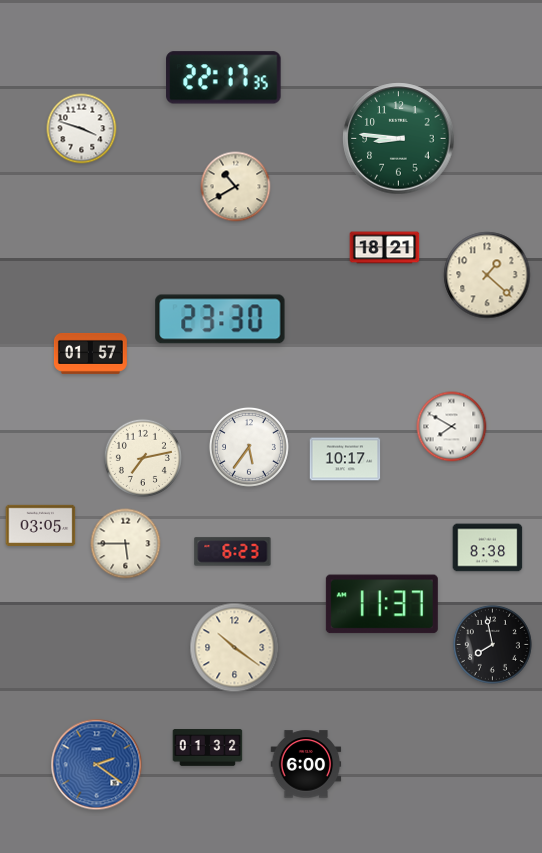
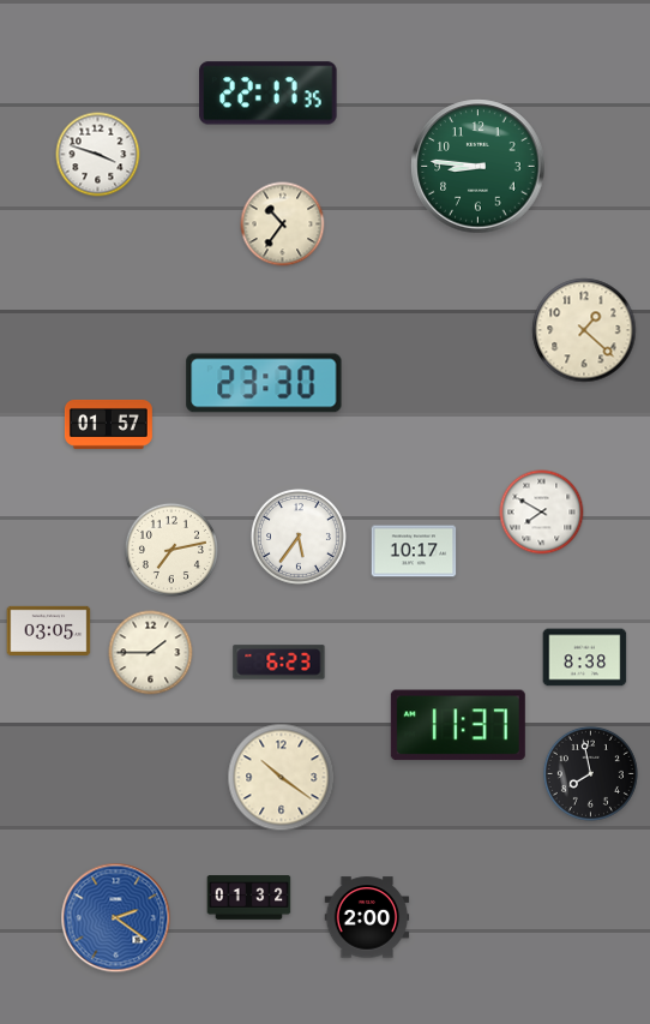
clock at (236, 187): 10:40 -> 10:36
clock at (385, 248): 18:21 -> none
clock at (126, 544): 5:45 -> 1:45
clock at (306, 764): 6:00 -> 2:00
